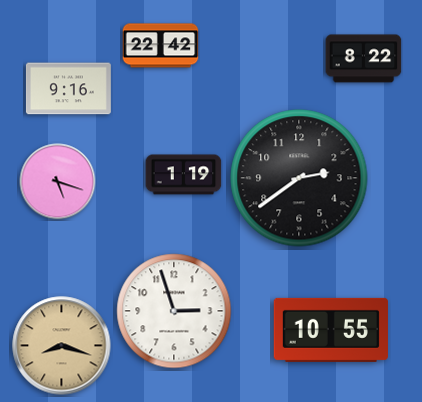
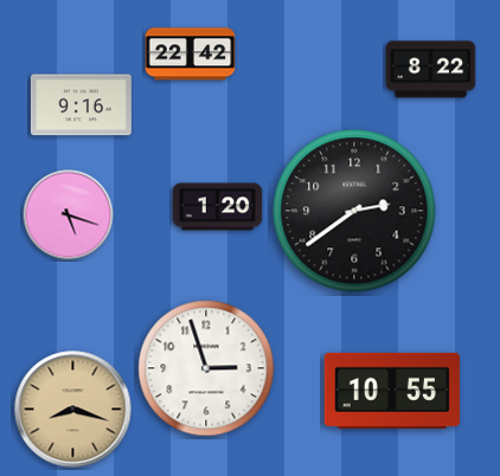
clock at (184, 175): 1:19 -> 1:20
